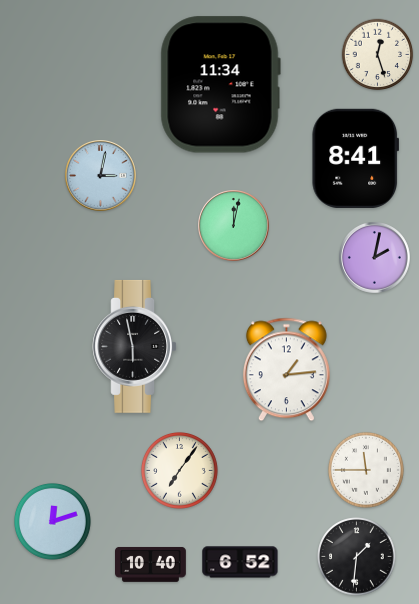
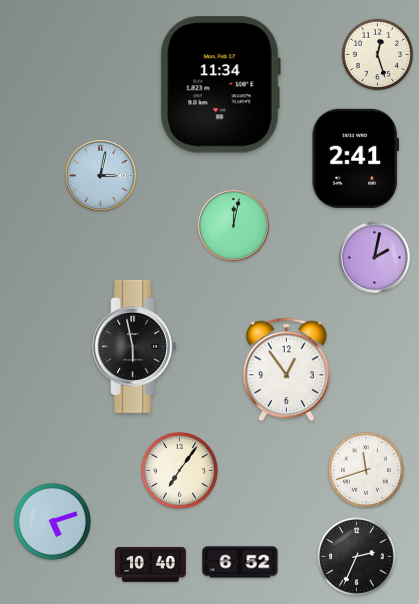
clock at (355, 158): 8:41 -> 2:41
clock at (286, 370): 1:14 -> 12:54
clock at (366, 470): 11:45 -> 11:42
clock at (52, 521): 12:12 -> 5:12
clock at (357, 557): 1:31 -> 2:34
